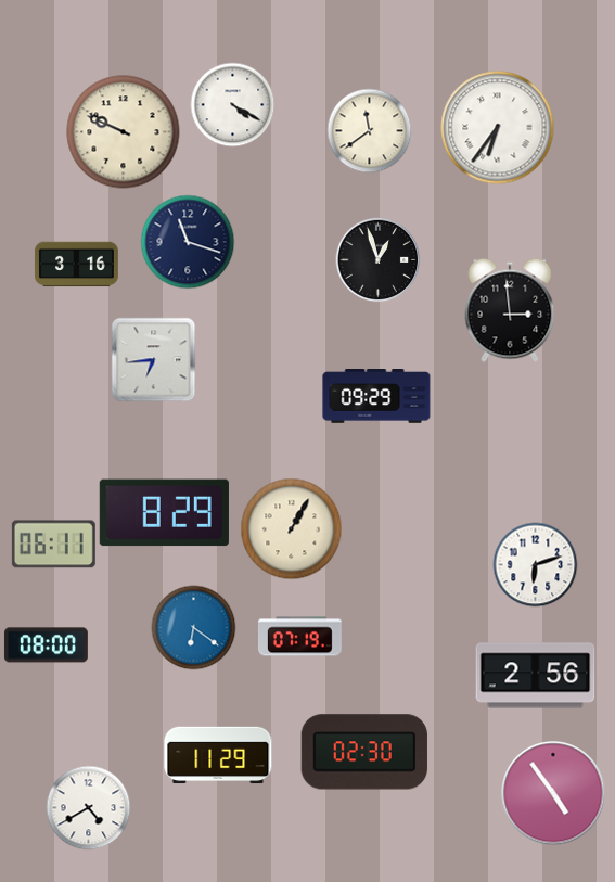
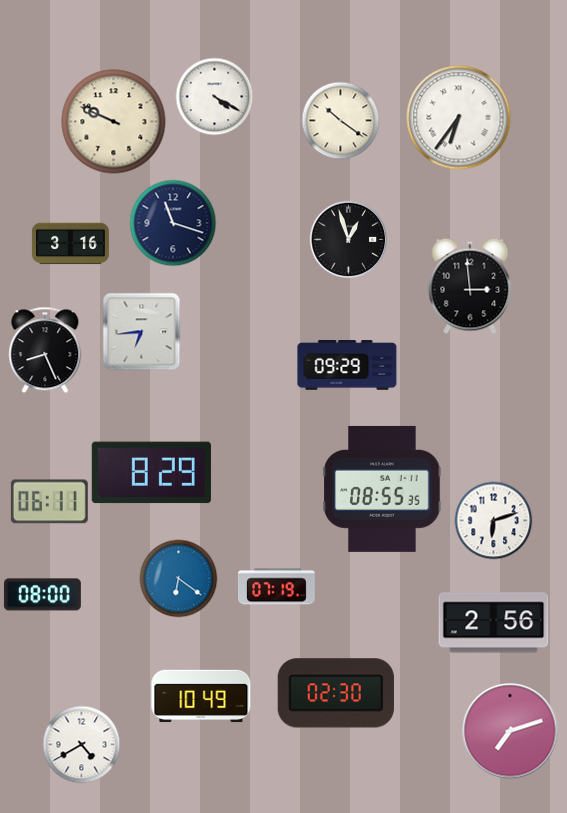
clock at (369, 130): 11:39 -> 10:21
clock at (45, 350): none -> 8:26
clock at (291, 528): 1:05 -> none
clock at (382, 489): none -> 08:55
clock at (218, 755): 11:29 -> 10:49
clock at (553, 793): 4:54 -> 7:12
